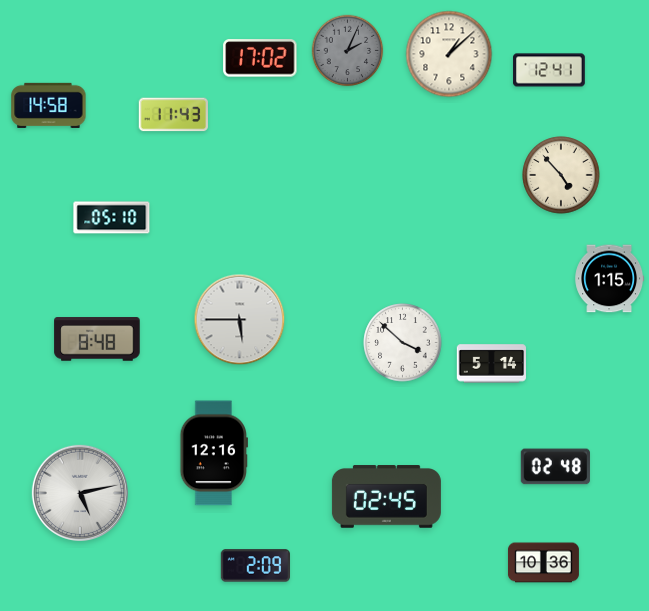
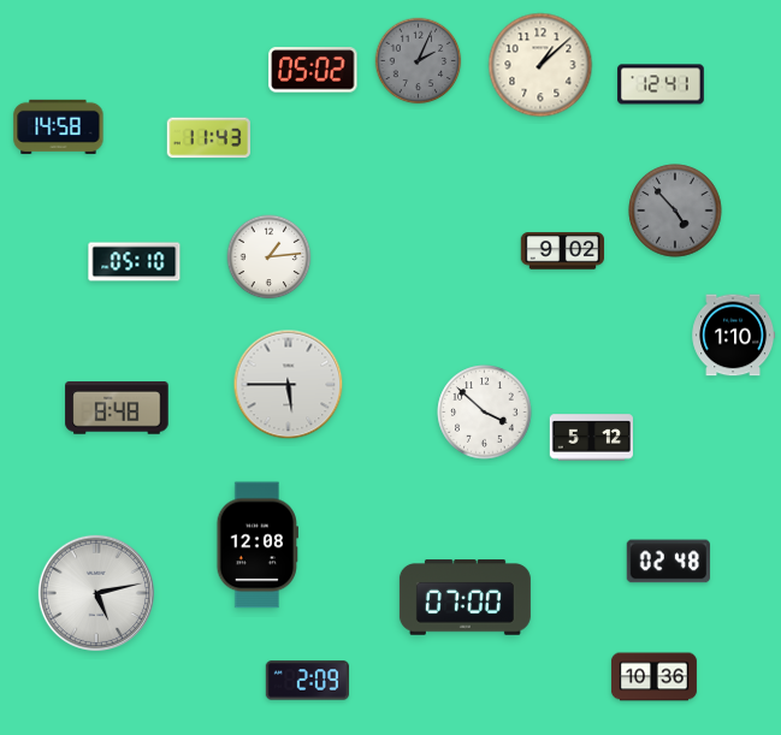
clock at (260, 58): 17:02 -> 05:02
clock at (561, 175) dial: cream -> grey
clock at (563, 251): none -> 9:02
clock at (270, 257): none -> 1:14
clock at (610, 279): 1:15 -> 1:10
clock at (492, 364): 5:14 -> 5:12
clock at (213, 453): 12:16 -> 12:08
clock at (386, 497): 02:45 -> 07:00
